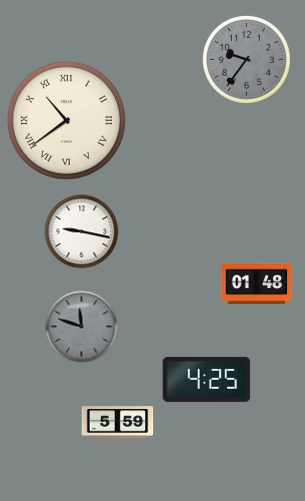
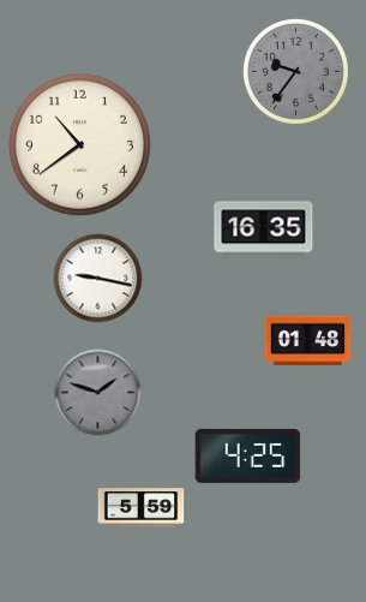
clock at (66, 120) numerals: Roman -> Arabic
clock at (264, 230): none -> 16:35
clock at (82, 327): 11:48 -> 1:48
